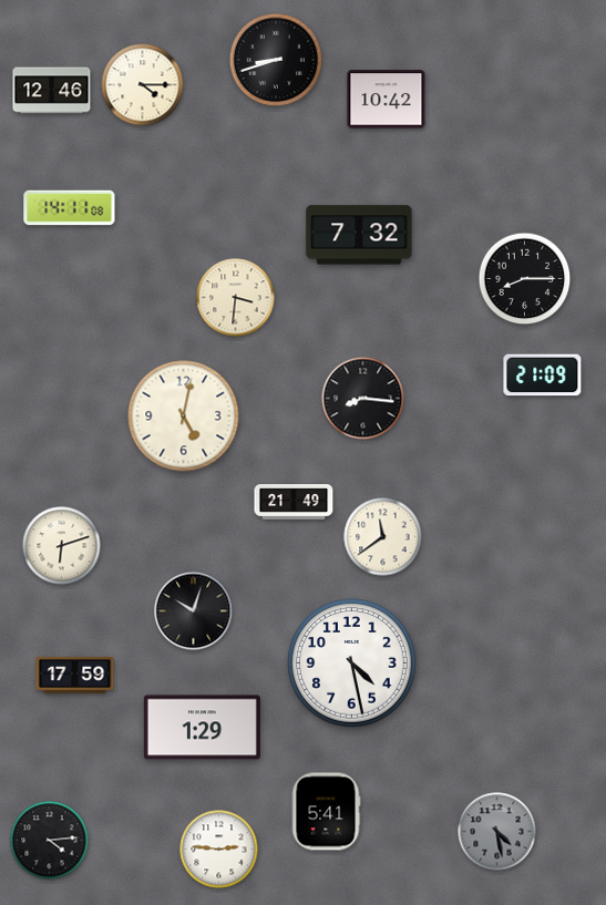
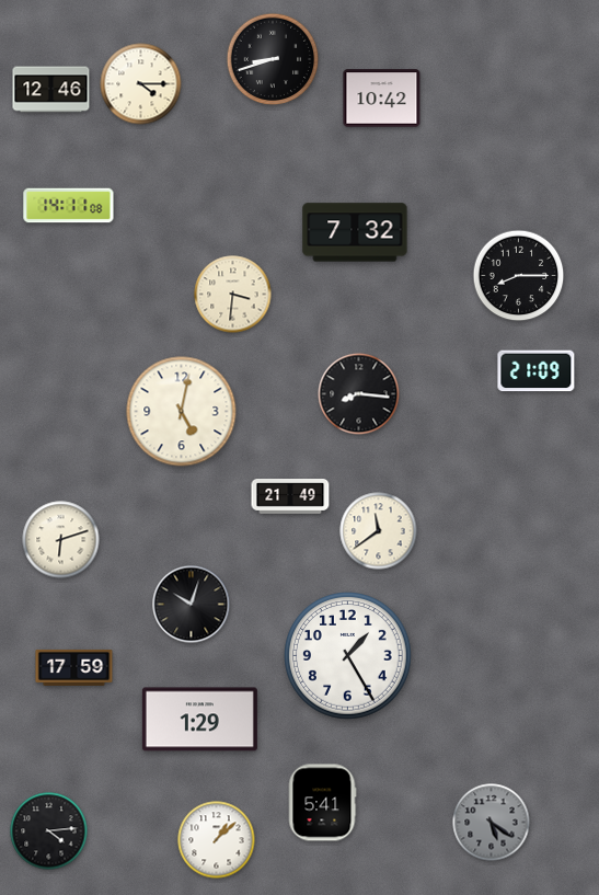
clock at (352, 664): 4:28 -> 1:25
clock at (497, 832): 4:28 -> 5:21
clock at (219, 850): 2:46 -> 1:08
